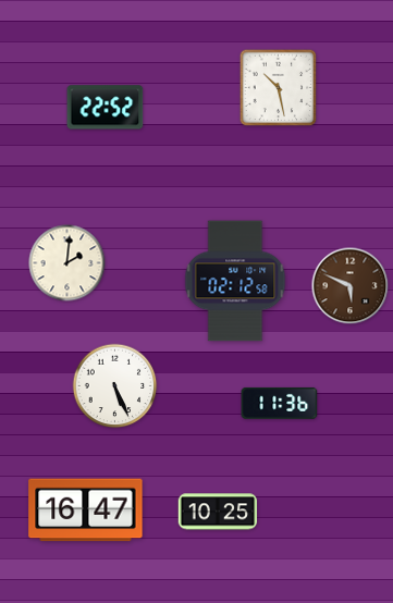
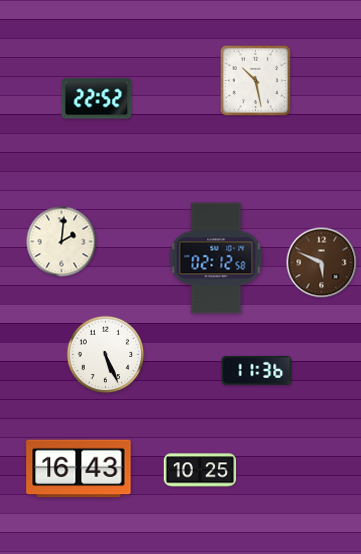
clock at (86, 510): 16:47 -> 16:43
